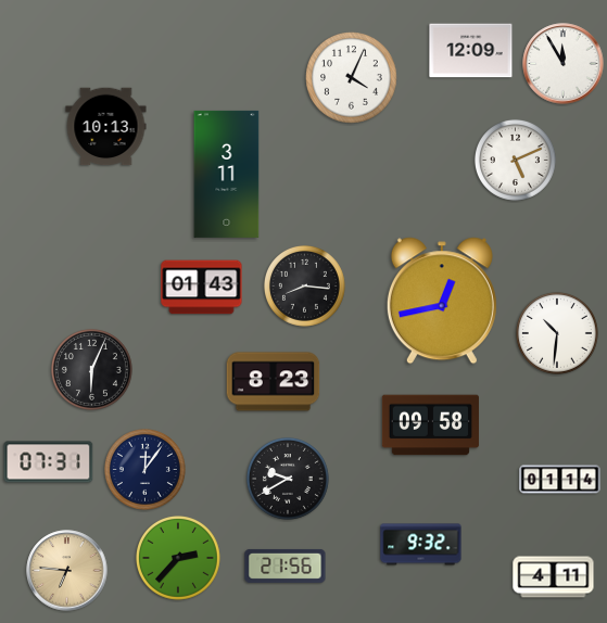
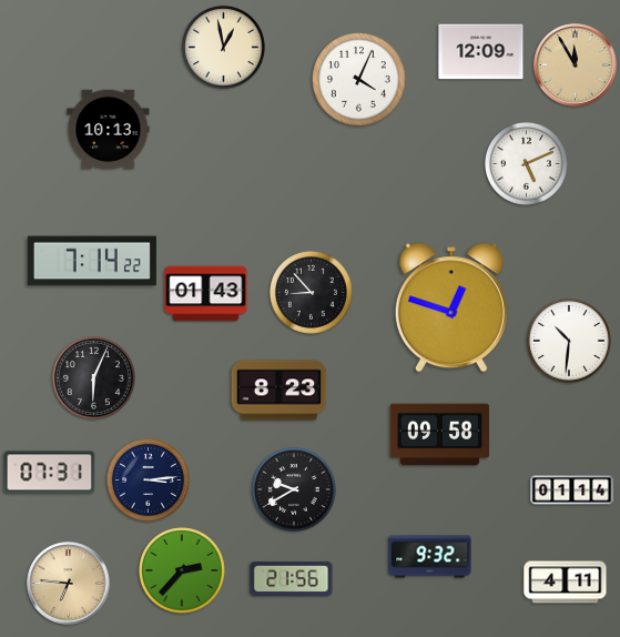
clock at (223, 47): none -> 12:58
clock at (564, 64) dial: white -> champagne
clock at (227, 174): 3:11 -> none
clock at (92, 261): none -> 7:14
clock at (304, 285): 8:16 -> 8:53
clock at (442, 301): 12:43 -> 12:48
clock at (144, 469): 12:06 -> 3:14
clock at (554, 577) position: (554, 577) -> (566, 583)
